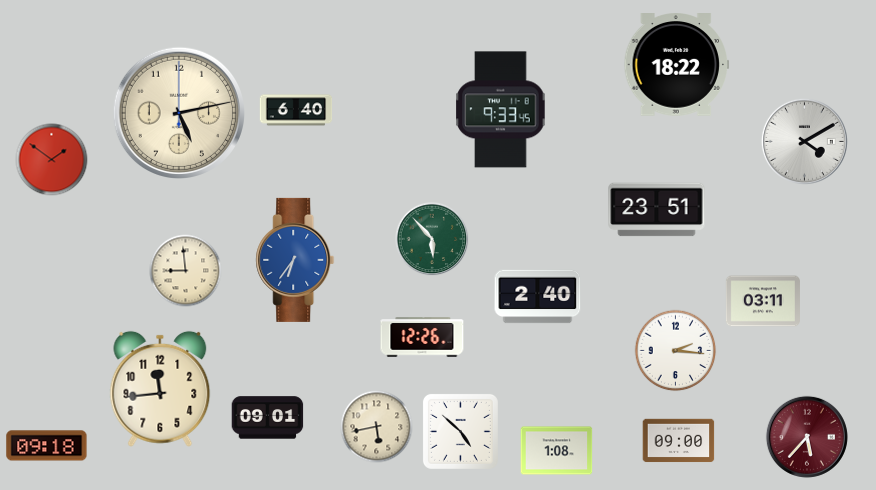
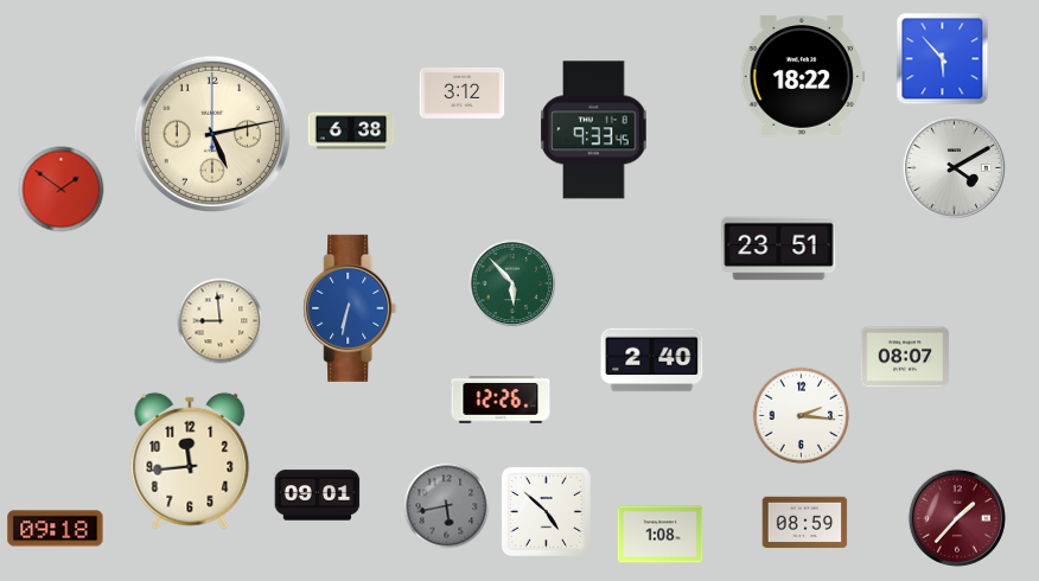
clock at (943, 59): none -> 5:53
clock at (463, 94): none -> 3:12
clock at (296, 110): 6:40 -> 6:38
clock at (295, 260): 6:36 -> 6:32
clock at (538, 297) position: (538, 297) -> (652, 360)
clock at (763, 301): 03:11 -> 08:07
clock at (377, 427) dial: cream -> grey
clock at (807, 437): 5:37 -> 1:37
clock at (679, 441): 09:00 -> 08:59
